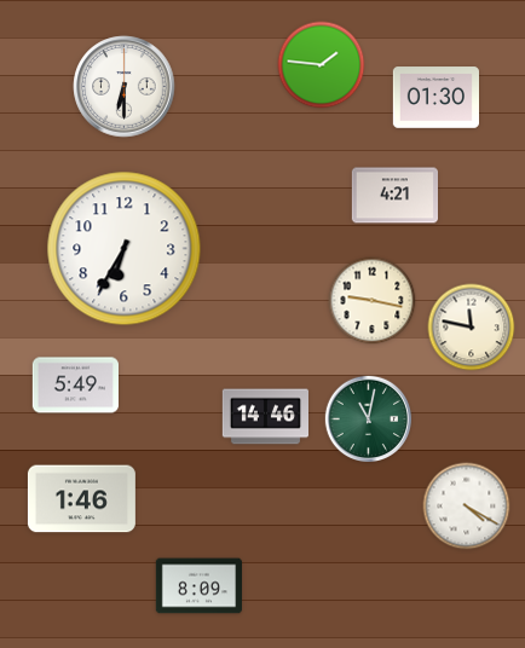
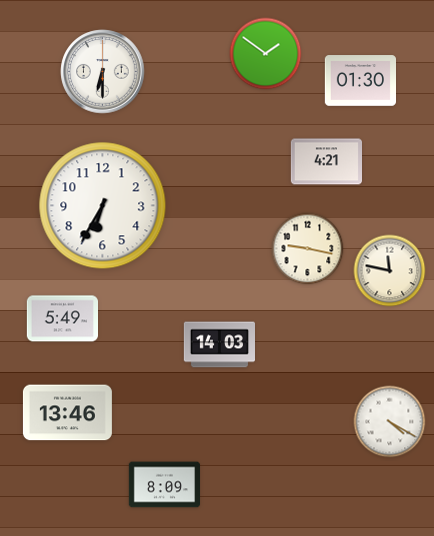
clock at (322, 65): 1:46 -> 1:51
clock at (265, 417): 14:46 -> 14:03
clock at (368, 418): 11:02 -> none
clock at (81, 499): 1:46 -> 13:46
clock at (467, 507) position: (467, 507) -> (390, 422)
